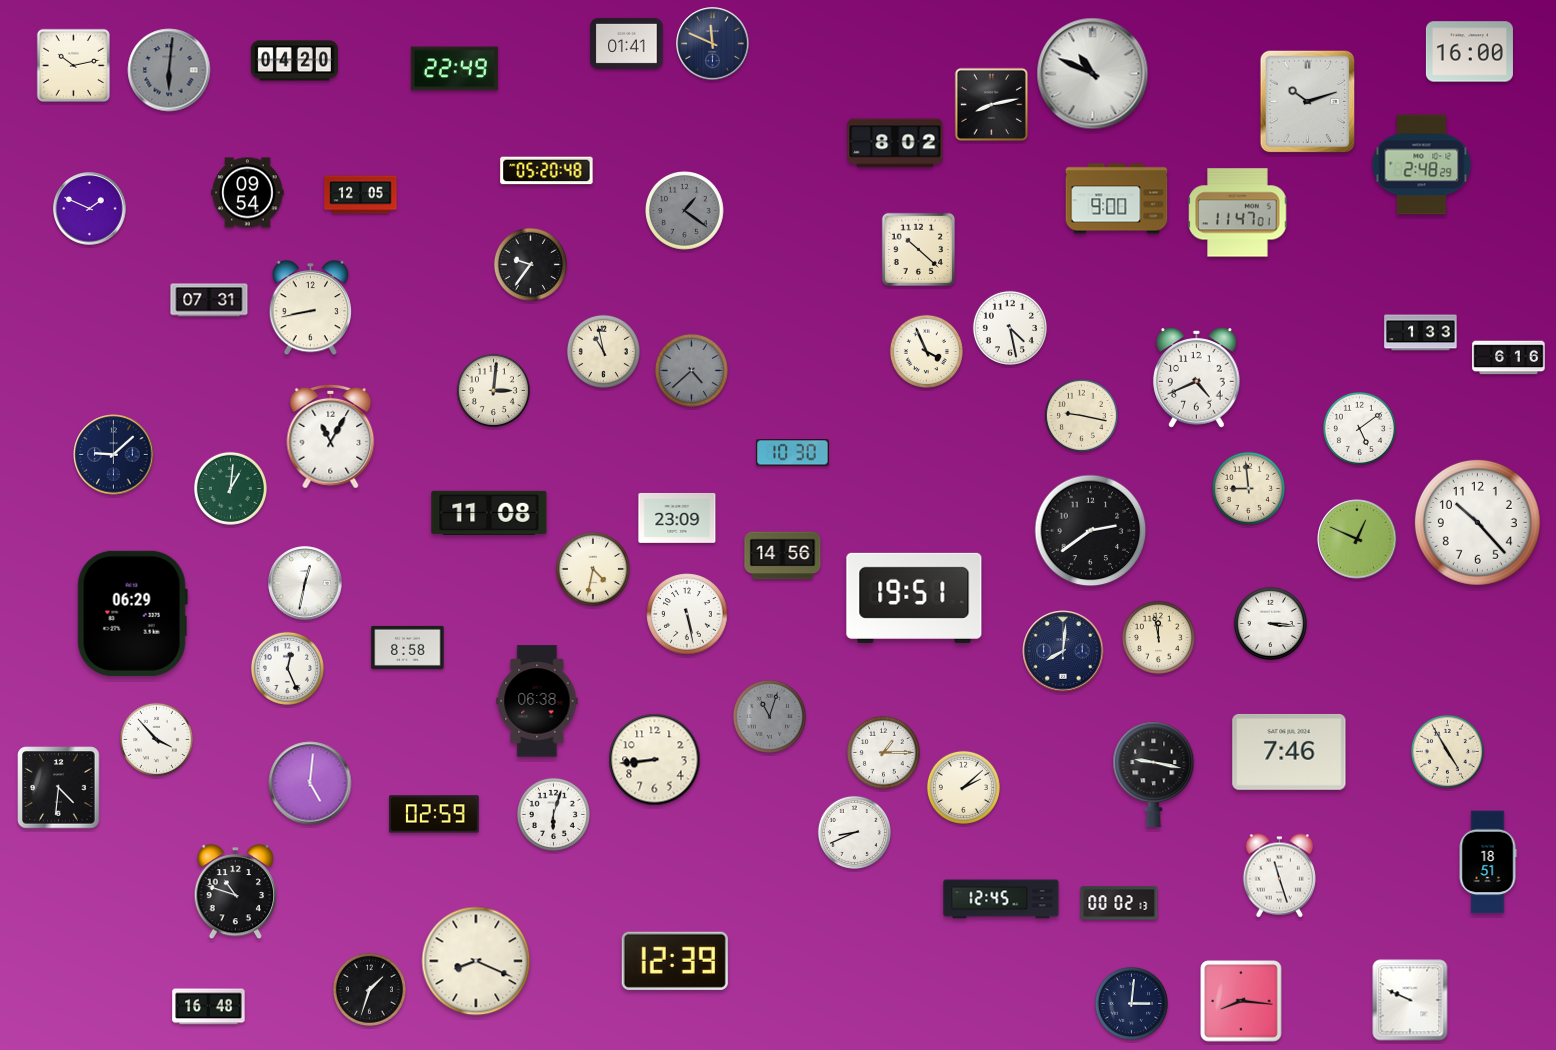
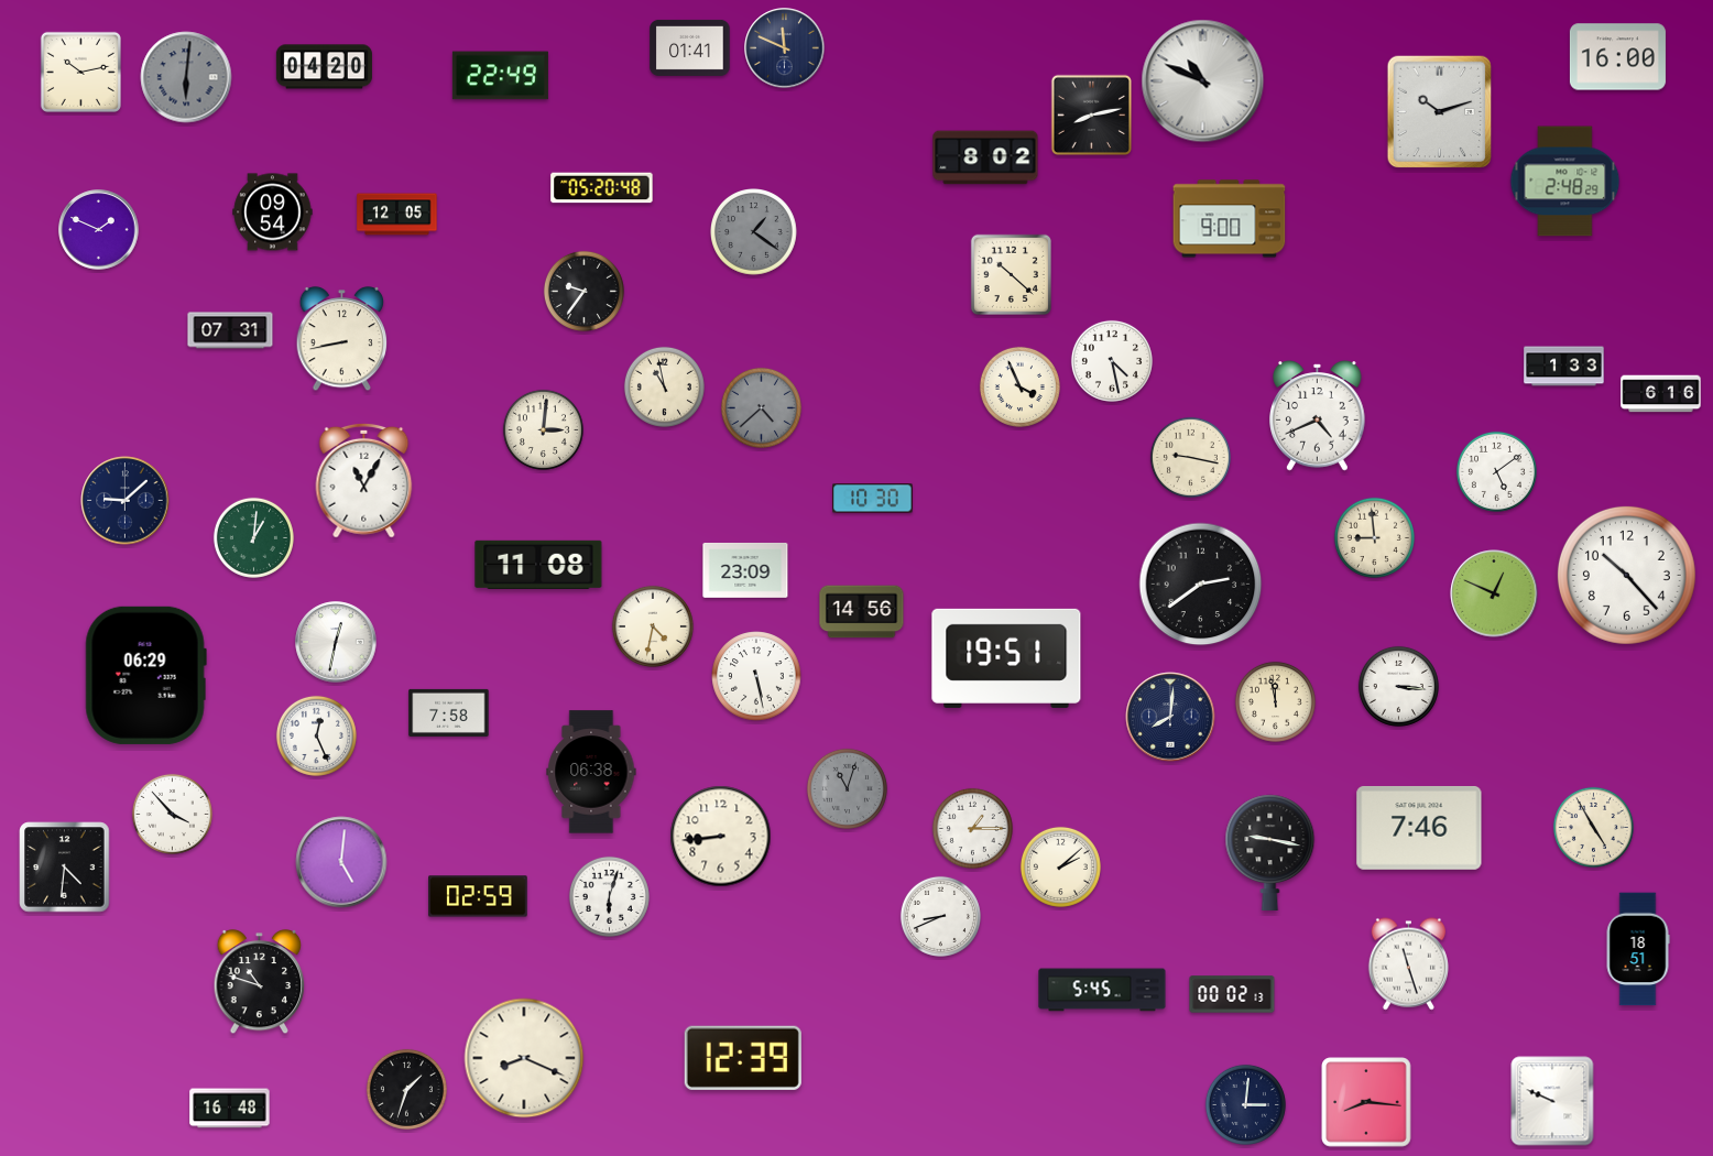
clock at (1238, 213): 11:47 -> none
clock at (408, 647): 8:58 -> 7:58
clock at (1001, 899): 12:45 -> 5:45
